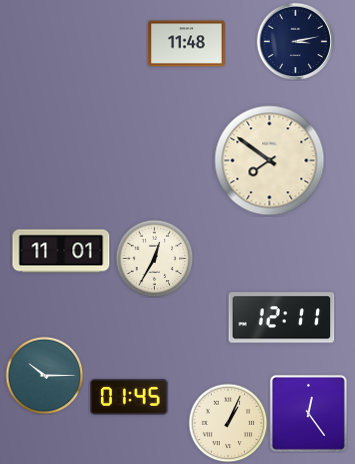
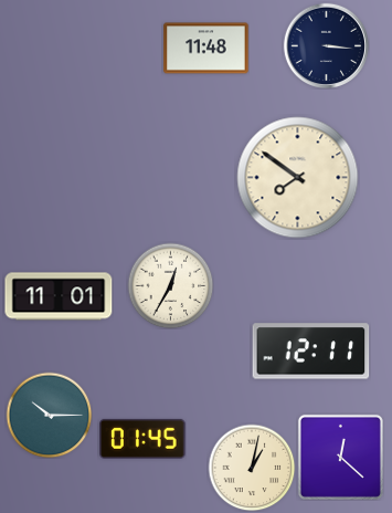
clock at (295, 41): 3:13 -> 3:16
clock at (61, 251) position: (61, 251) -> (59, 296)
clock at (308, 413): 12:24 -> 12:22
clock at (228, 423): 1:04 -> 1:02
